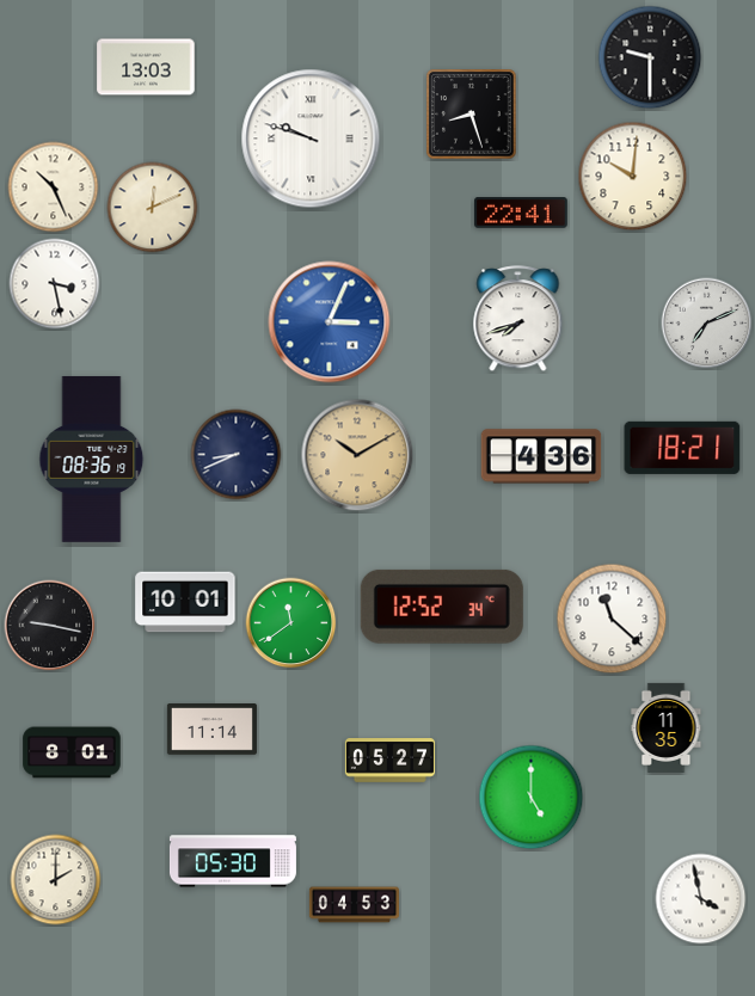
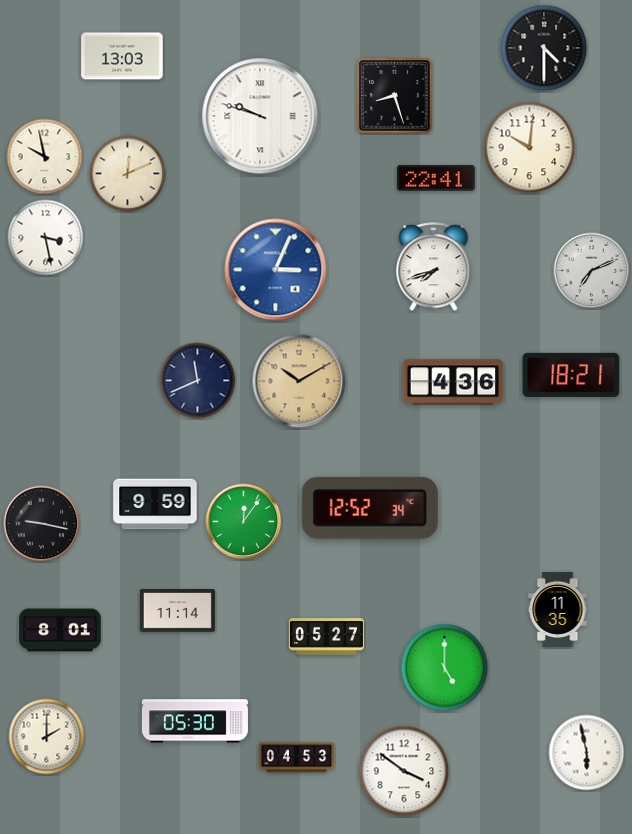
clock at (650, 57): 9:30 -> 4:30
clock at (54, 187): 10:26 -> 9:58
clock at (237, 455): 8:41 -> 11:41
clock at (92, 459): 08:36 -> none
clock at (185, 602): 10:01 -> 9:59
clock at (612, 619): 11:22 -> none
clock at (291, 623): 11:39 -> 12:06
clock at (701, 899): 3:58 -> 5:58
clock at (404, 771): none -> 3:51
